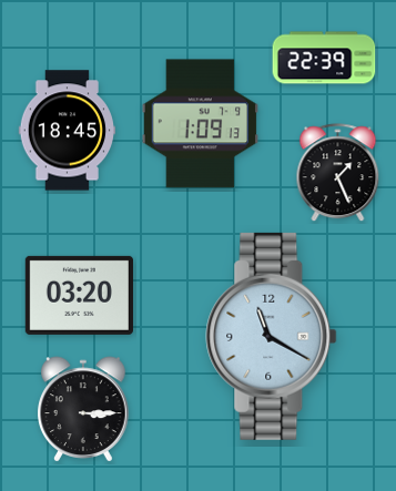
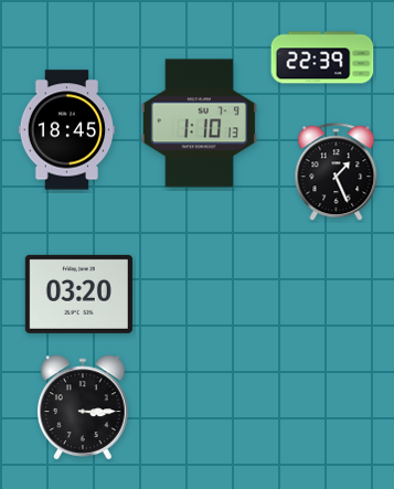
clock at (200, 124): 1:09 -> 1:10
clock at (272, 336): 11:20 -> none
